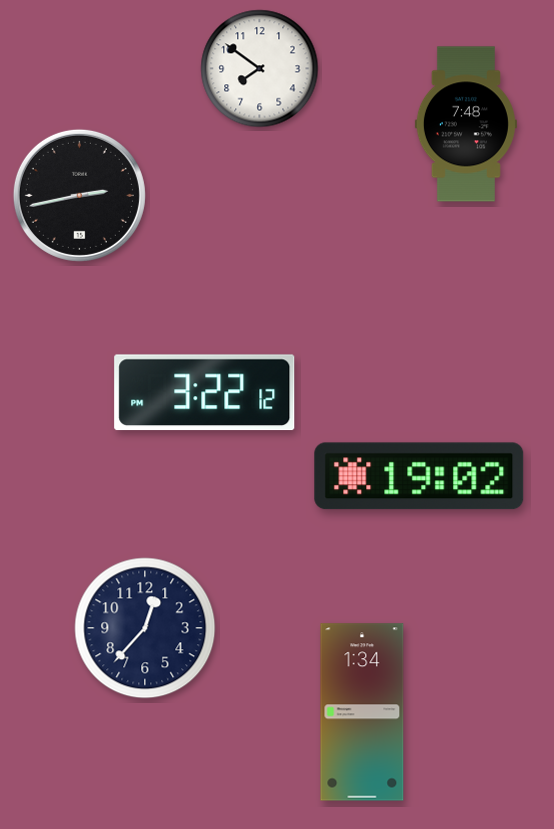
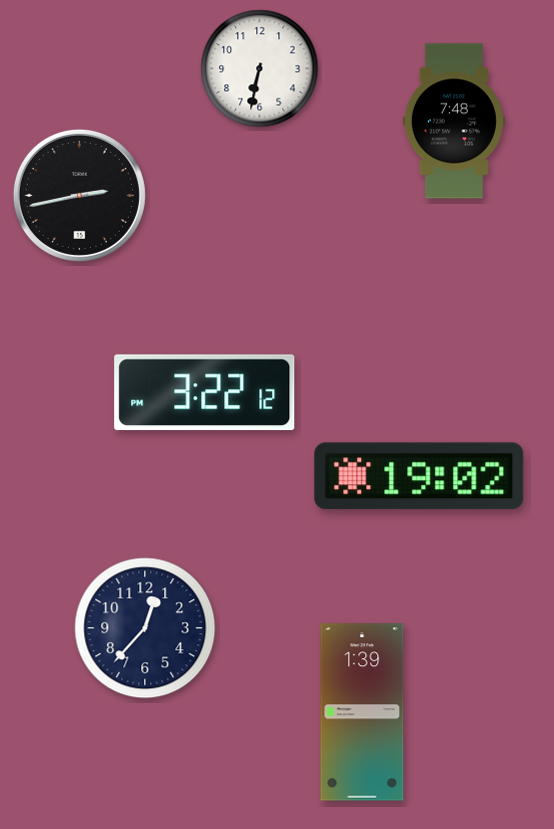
clock at (260, 69): 7:51 -> 6:32
clock at (466, 124) position: (466, 124) -> (454, 121)
clock at (362, 712): 1:34 -> 1:39
